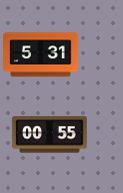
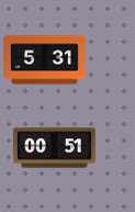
clock at (50, 135): 00:55 -> 00:51
